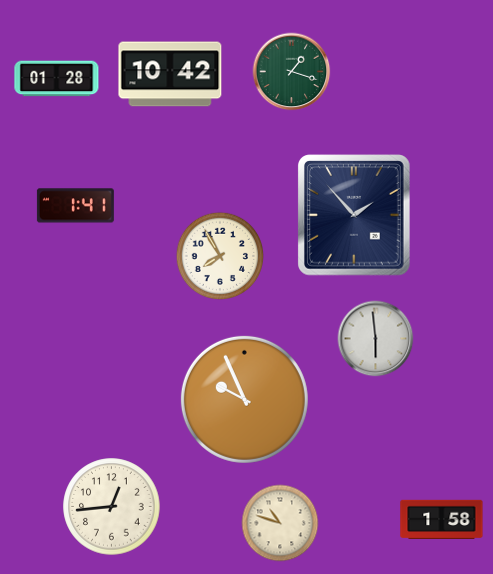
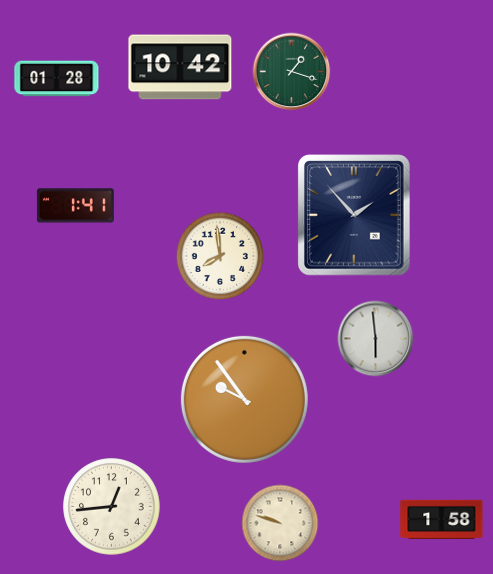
clock at (170, 74) position: (170, 74) -> (180, 67)
clock at (219, 255): 7:55 -> 7:59
clock at (244, 399): 9:56 -> 9:54
clock at (280, 523): 10:48 -> 9:48
